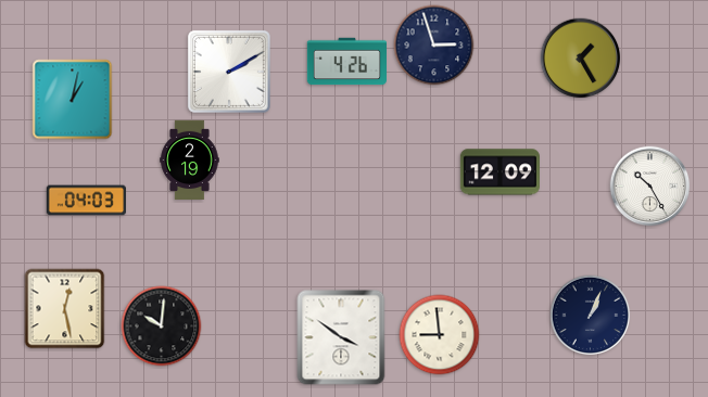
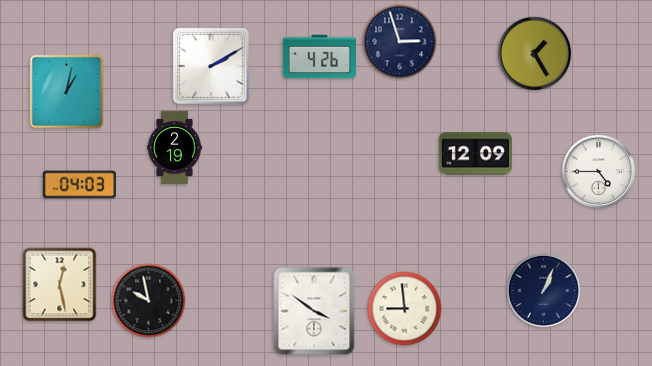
clock at (500, 172) position: (500, 172) -> (475, 154)
clock at (650, 187): 10:25 -> 4:45
clock at (162, 326): 10:01 -> 9:58
